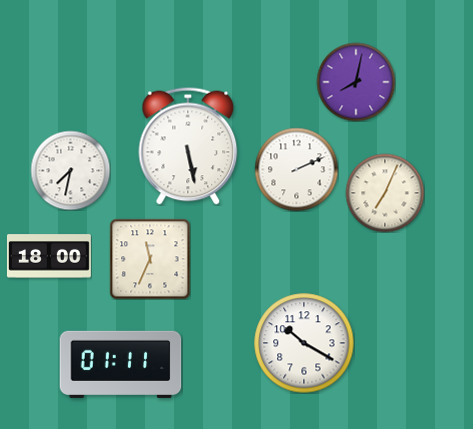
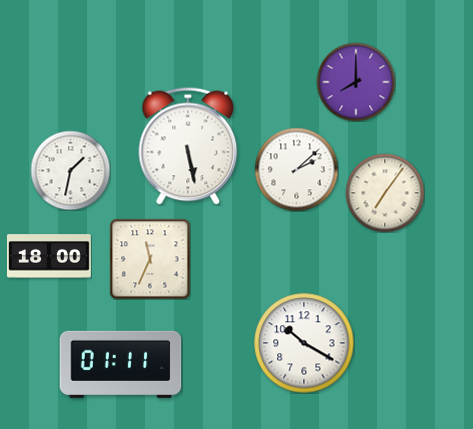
clock at (356, 82): 8:02 -> 8:00
clock at (296, 169): 2:11 -> 2:08
clock at (70, 170): 7:32 -> 1:32
clock at (385, 193): 7:04 -> 7:06
